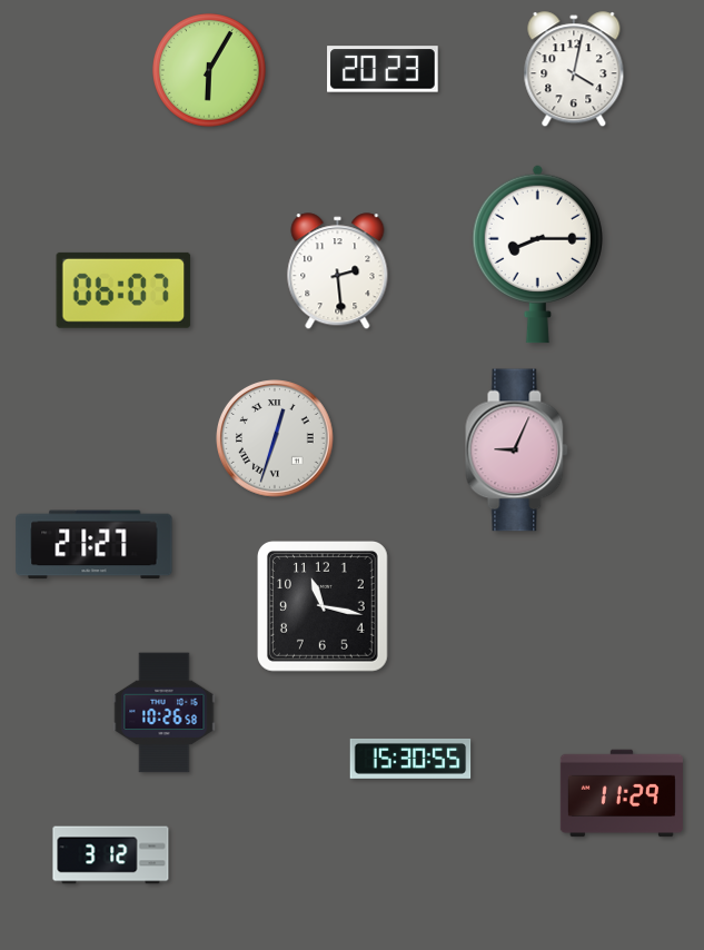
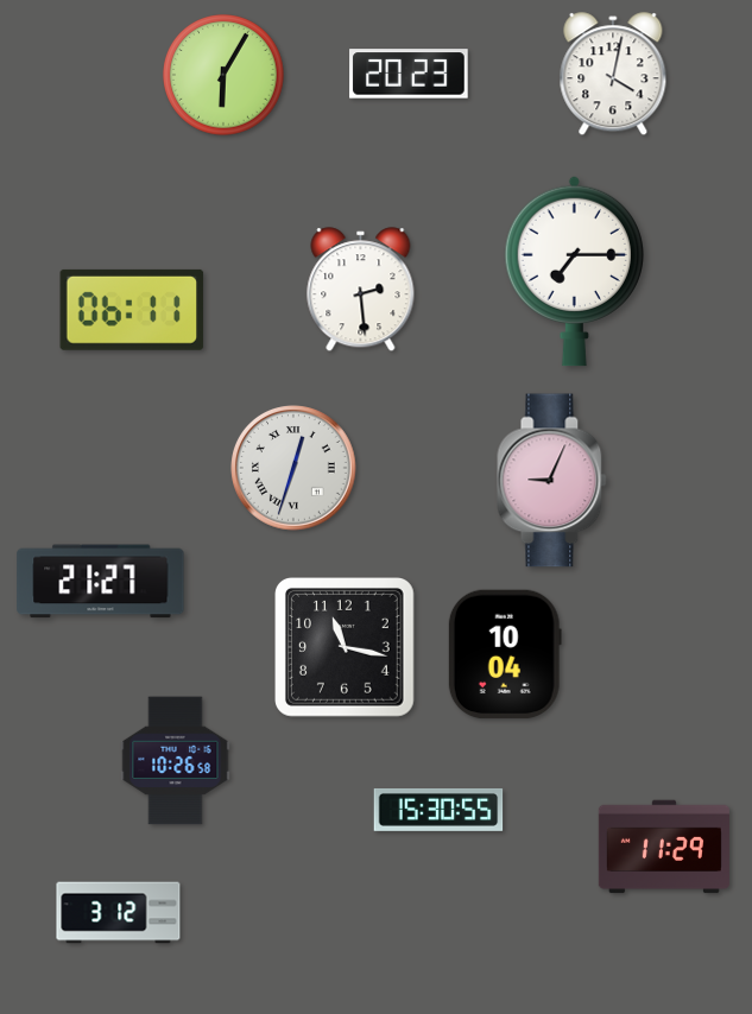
clock at (537, 254): 8:15 -> 7:15
clock at (123, 290): 06:07 -> 06:11
clock at (505, 654): none -> 10:04
